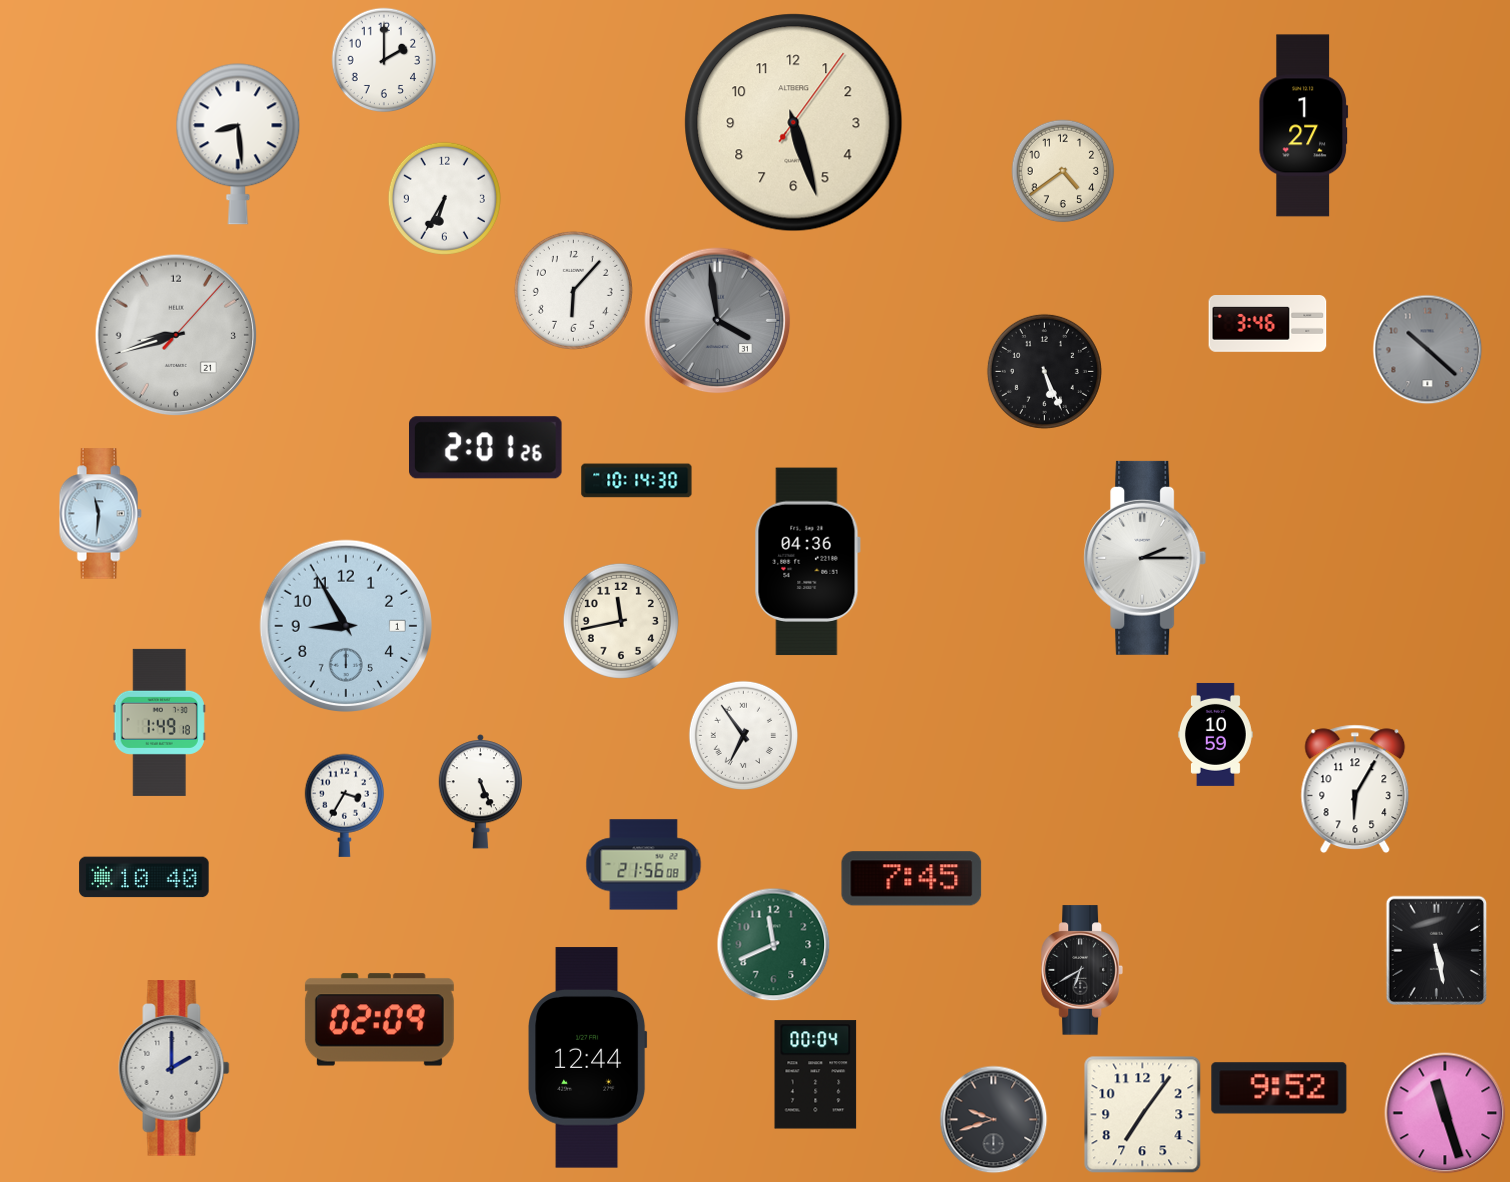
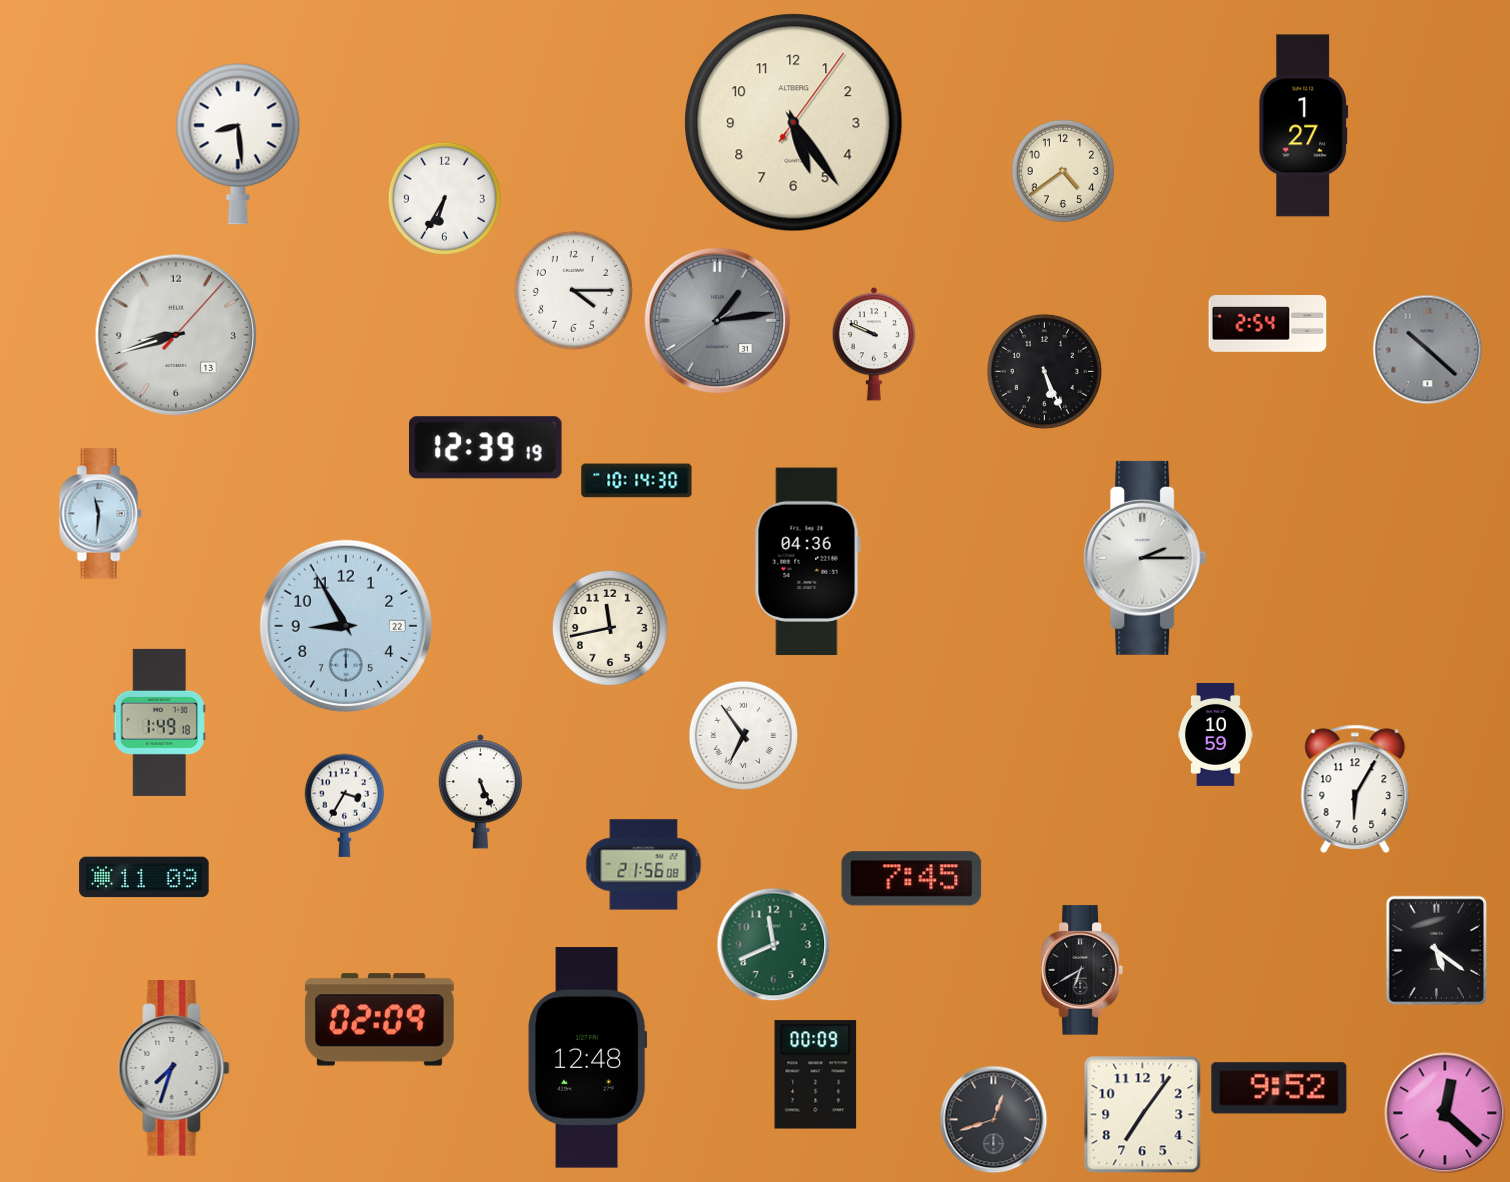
clock at (384, 60): 2:00 -> none
clock at (794, 123): 5:27 -> 5:24
clock at (573, 290): 6:07 -> 4:15
clock at (718, 321): 3:58 -> 1:13
clock at (1268, 324): 3:46 -> 2:54
clock at (176, 335) date: 21 -> 13
clock at (874, 344): none -> 9:49
clock at (486, 448): 2:01 -> 12:39
clock at (621, 621) position: (621, 621) -> (610, 628)
clock at (345, 625) date: 1 -> 22
clock at (144, 877): 10:40 -> 11:09
clock at (1437, 951): 5:28 -> 5:21
clock at (588, 1058): 12:44 -> 12:48
clock at (174, 1068): 2:00 -> 7:33
clock at (816, 1075): 00:04 -> 00:09
clock at (1445, 1113): 11:27 -> 12:22
clock at (994, 1120): 9:42 -> 12:42
